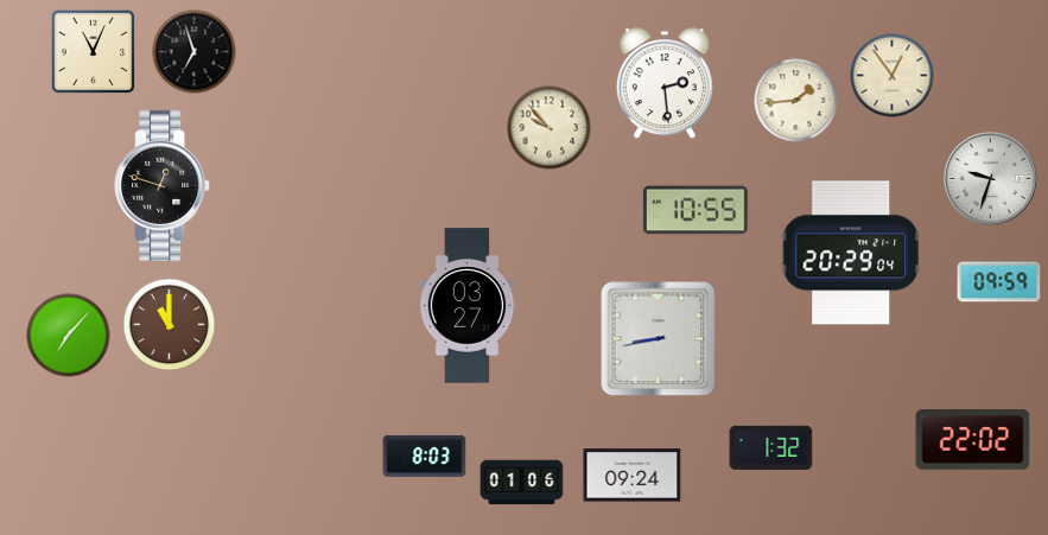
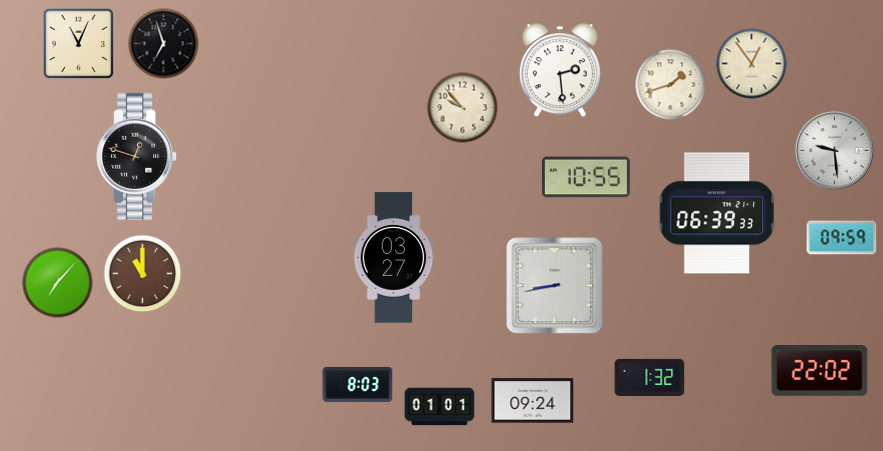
clock at (796, 101): 1:44 -> 1:42
clock at (990, 178): 9:33 -> 9:29
clock at (851, 253): 20:29 -> 06:39
clock at (522, 483): 01:06 -> 01:01
